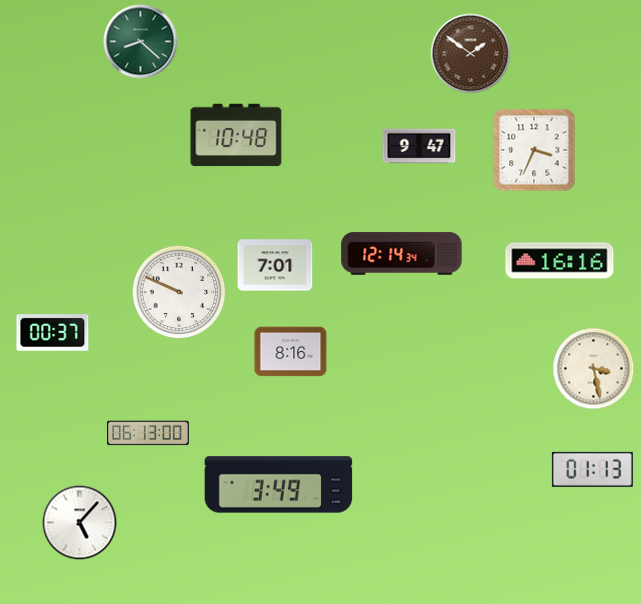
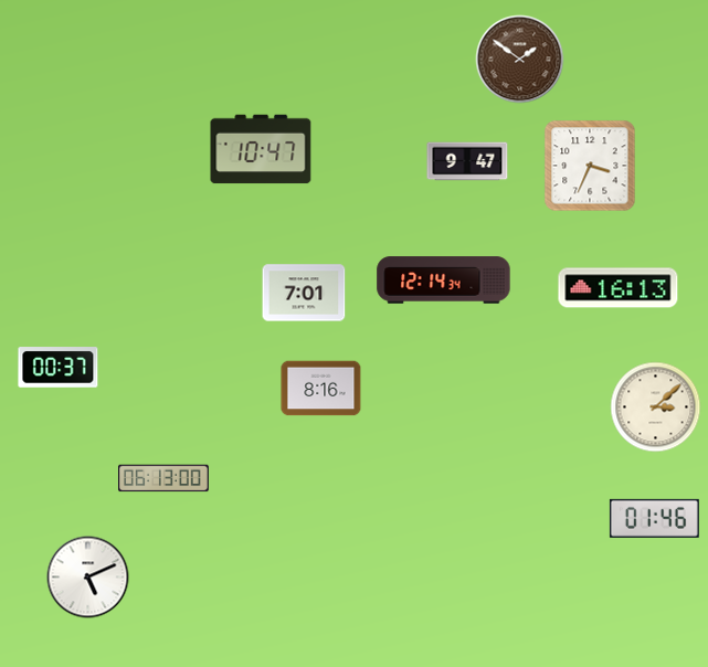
clock at (141, 42): 8:22 -> none
clock at (236, 135): 10:48 -> 10:47
clock at (419, 146) position: (419, 146) -> (467, 161)
clock at (560, 261): 16:16 -> 16:13
clock at (179, 292): 9:49 -> none
clock at (594, 369): 3:28 -> 3:08
clock at (592, 469): 01:13 -> 01:46
clock at (279, 485): 3:49 -> none
clock at (80, 523): 5:07 -> 5:11
